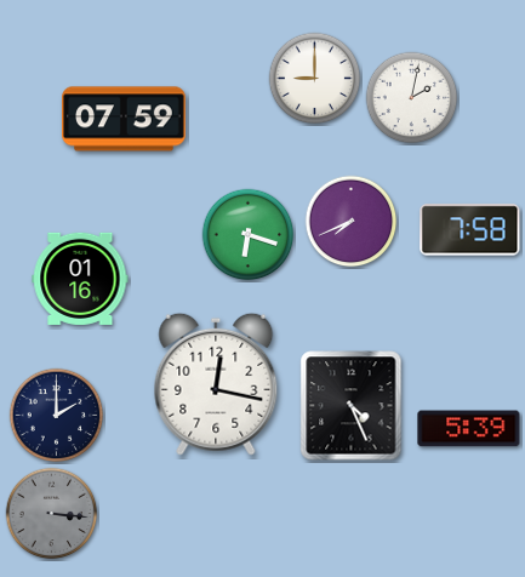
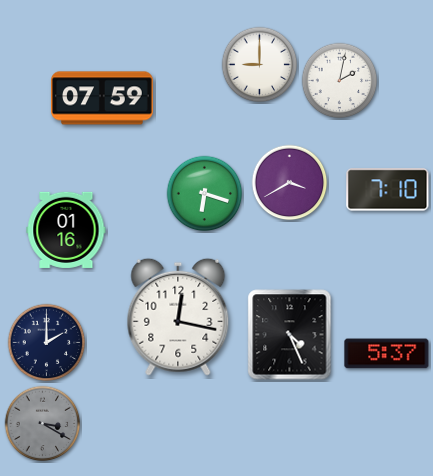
clock at (352, 222): 7:41 -> 3:40
clock at (470, 230): 7:58 -> 7:10
clock at (469, 429): 5:39 -> 5:37
clock at (52, 514): 3:16 -> 3:20
